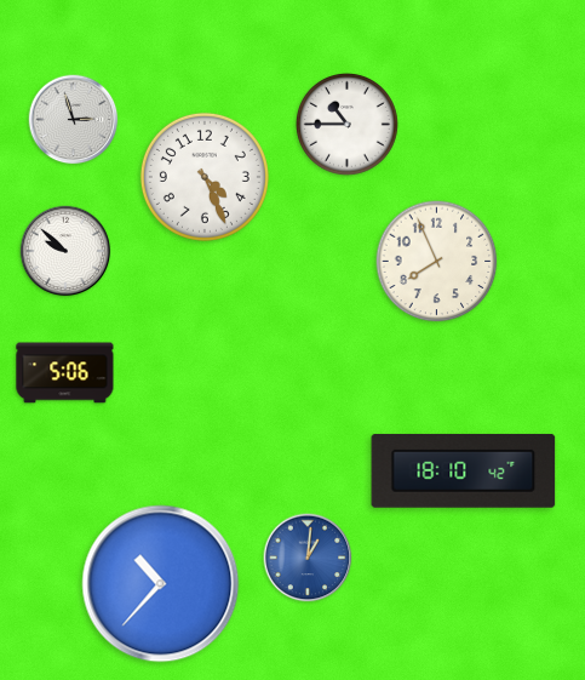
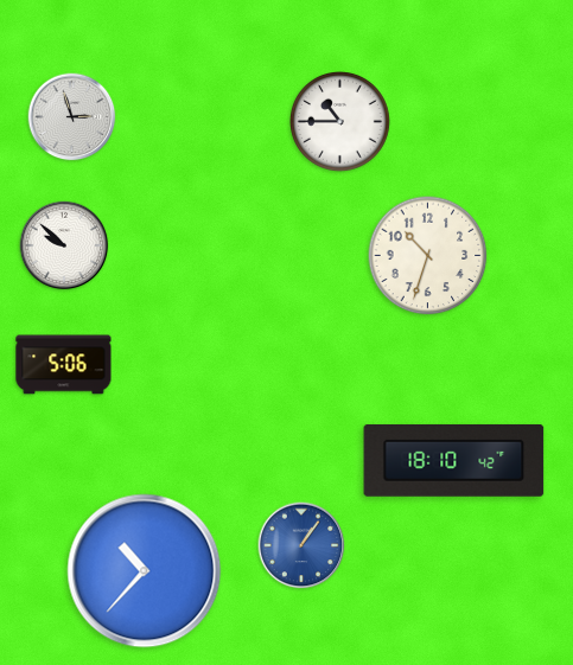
clock at (205, 177): 4:26 -> none
clock at (437, 262): 7:56 -> 10:33
clock at (308, 558): 1:01 -> 1:06
clock at (161, 584) position: (161, 584) -> (145, 571)
